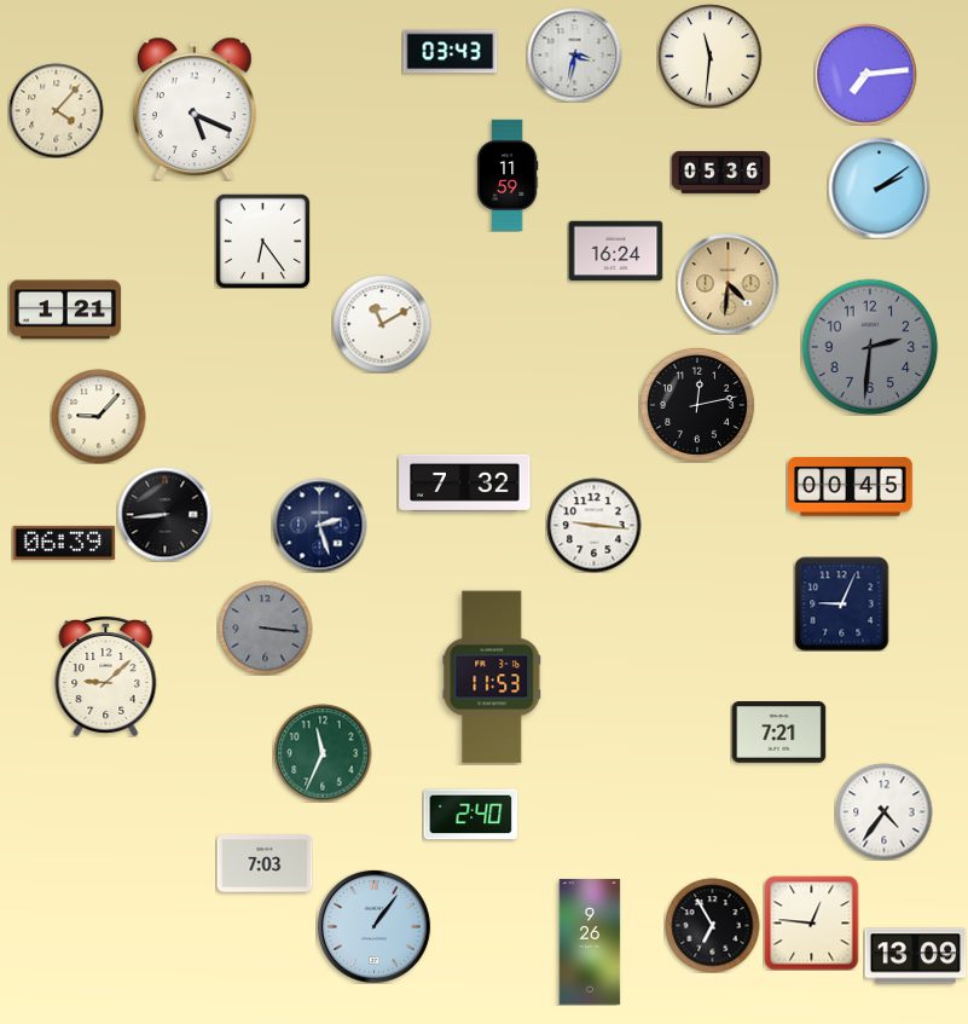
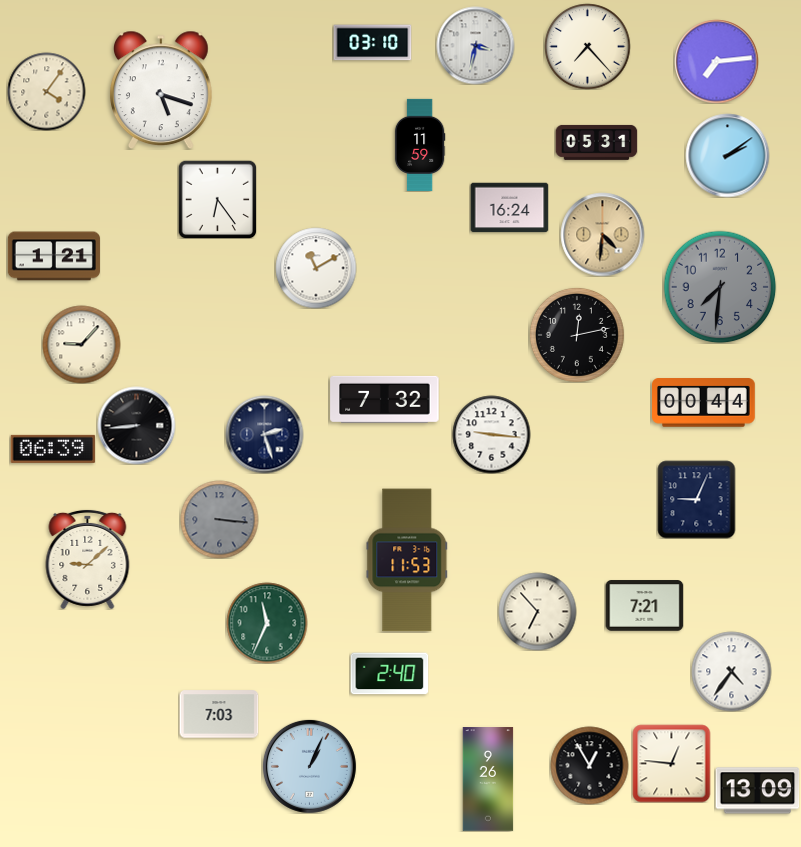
clock at (450, 52): 03:43 -> 03:10
clock at (709, 56): 11:31 -> 7:23
clock at (195, 109): 5:19 -> 5:18
clock at (56, 110): 4:07 -> 4:06
clock at (720, 172): 05:36 -> 05:31
clock at (870, 347): 2:31 -> 7:31
clock at (851, 487): 00:45 -> 00:44
clock at (537, 611): none -> 6:53
clock at (712, 925): 6:55 -> 12:55
clock at (373, 926): 1:06 -> 1:04
